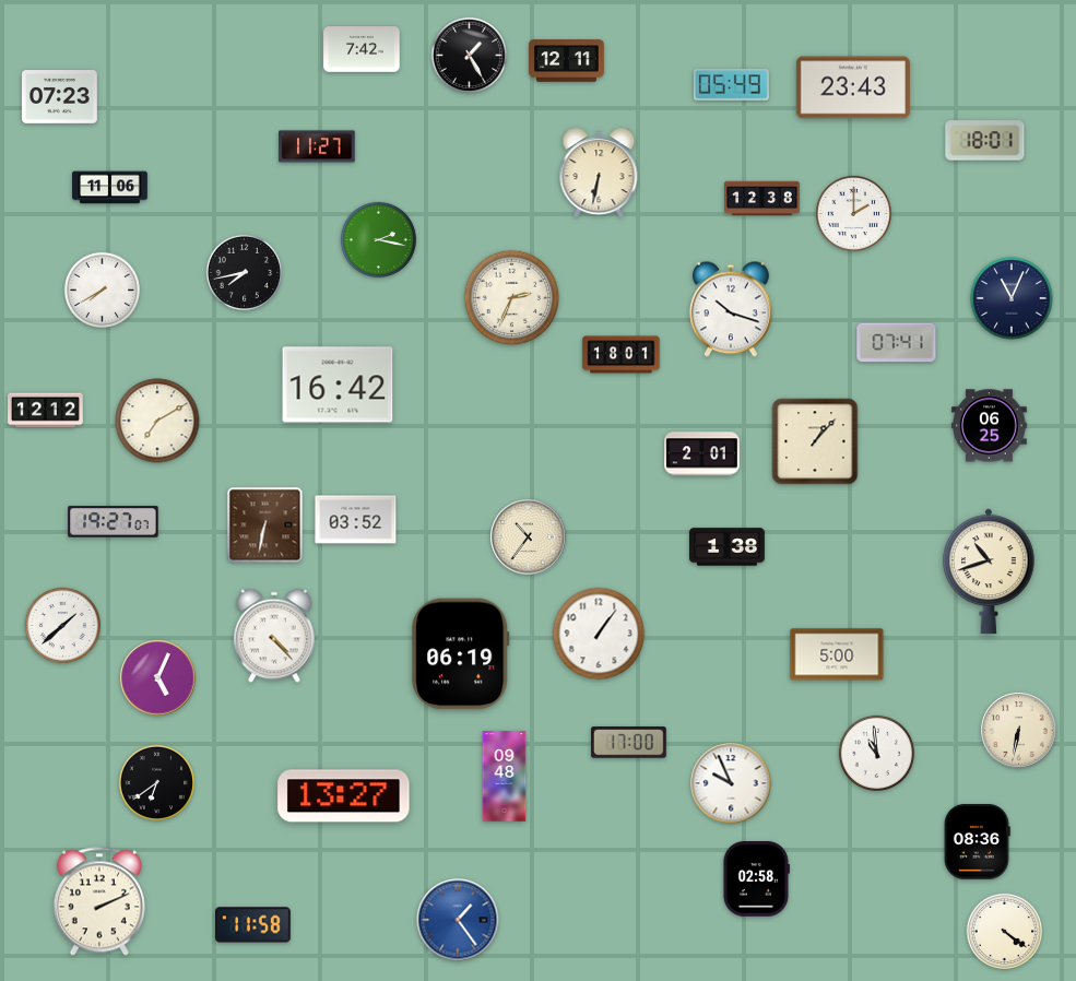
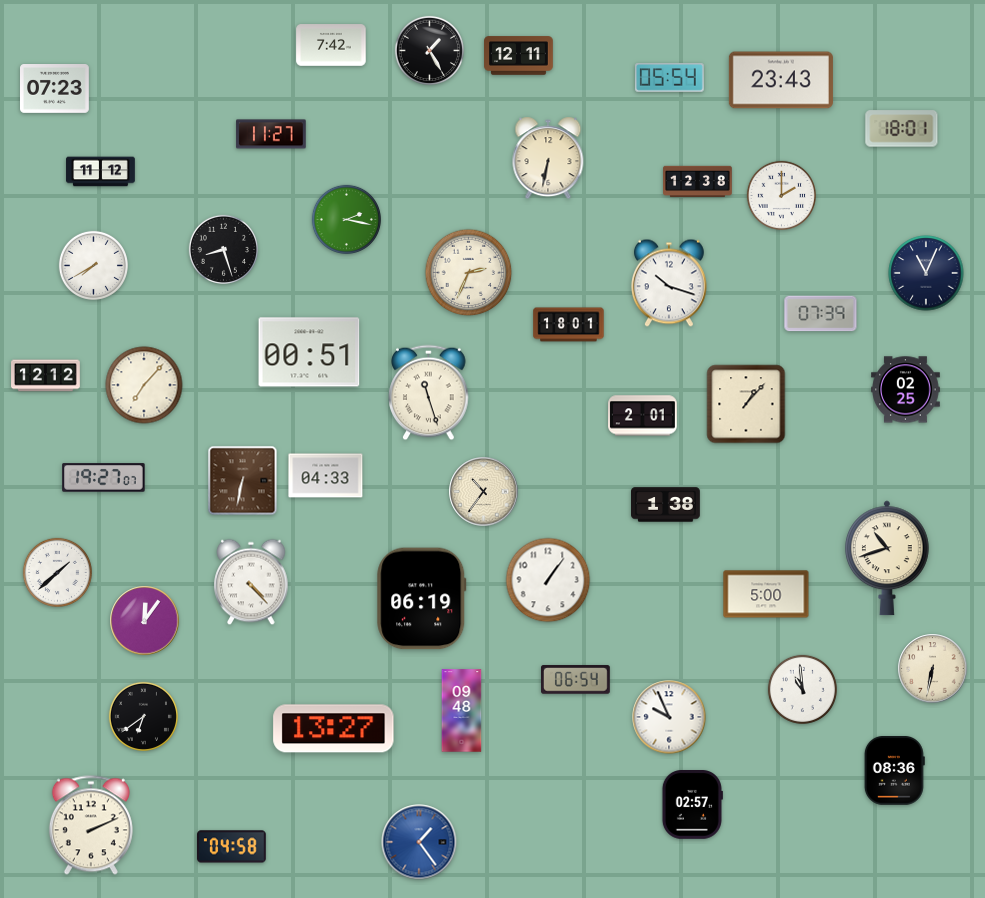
clock at (732, 85): 05:49 -> 05:54
clock at (317, 146) position: (317, 146) -> (271, 134)
clock at (110, 188): 11:06 -> 11:12
clock at (244, 272): 7:43 -> 8:27
clock at (897, 343): 07:41 -> 07:39
clock at (338, 385): 16:42 -> 00:51
clock at (46, 411) position: (46, 411) -> (46, 376)
clock at (157, 421): 7:10 -> 7:07
clock at (990, 426): 06:25 -> 02:25
clock at (429, 393): none -> 11:27
clock at (356, 520): 03:52 -> 04:33
clock at (728, 547) position: (728, 547) -> (666, 505)
clock at (989, 571) position: (989, 571) -> (887, 558)
clock at (837, 654) position: (837, 654) -> (766, 594)
clock at (158, 678): 5:04 -> 12:06
clock at (629, 743): 17:00 -> 06:54
clock at (344, 796) position: (344, 796) -> (334, 729)
clock at (756, 879): 02:58 -> 02:57
clock at (253, 925): 11:58 -> 04:58
clock at (1004, 931): 4:21 -> none
